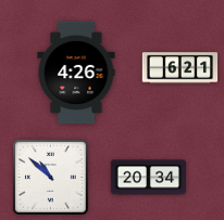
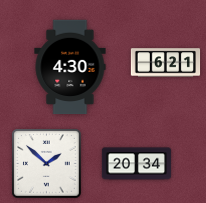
clock at (76, 73): 4:26 -> 4:30
clock at (51, 178): 10:52 -> 1:52
